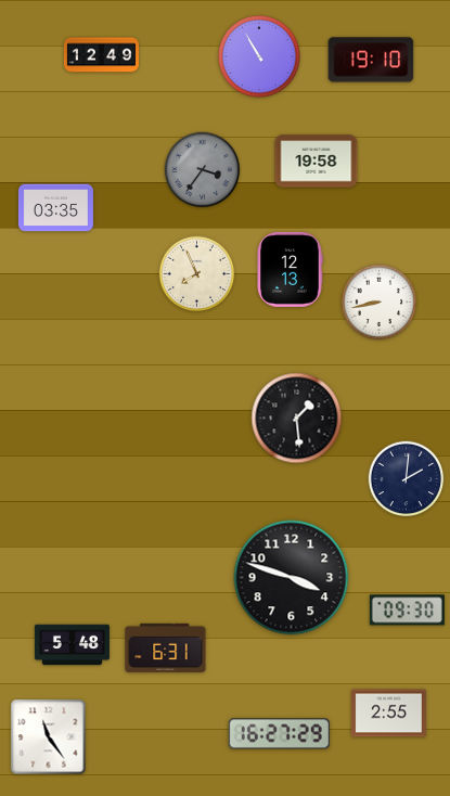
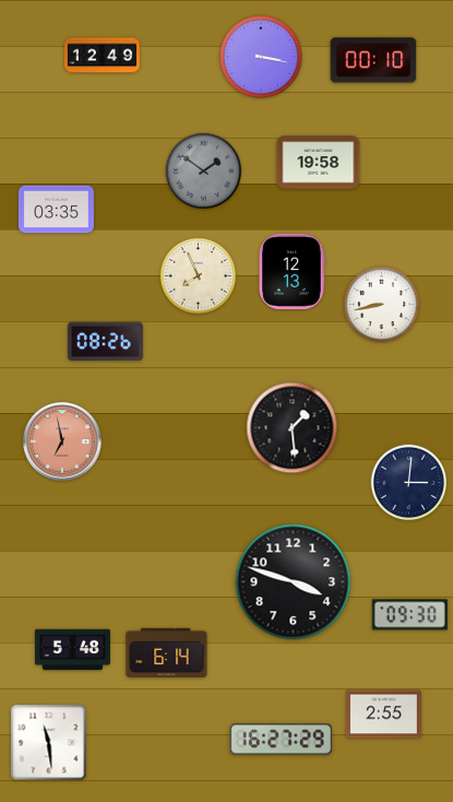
clock at (259, 56): 10:55 -> 3:17
clock at (371, 60): 19:10 -> 00:10
clock at (203, 170): 3:36 -> 1:51
clock at (105, 342): none -> 08:26
clock at (297, 419) position: (297, 419) -> (293, 428)
clock at (62, 441): none -> 6:58
clock at (407, 479): 2:01 -> 3:01
clock at (166, 647): 6:31 -> 6:14
clock at (388, 714) position: (388, 714) -> (383, 715)
clock at (49, 737): 11:24 -> 11:29
